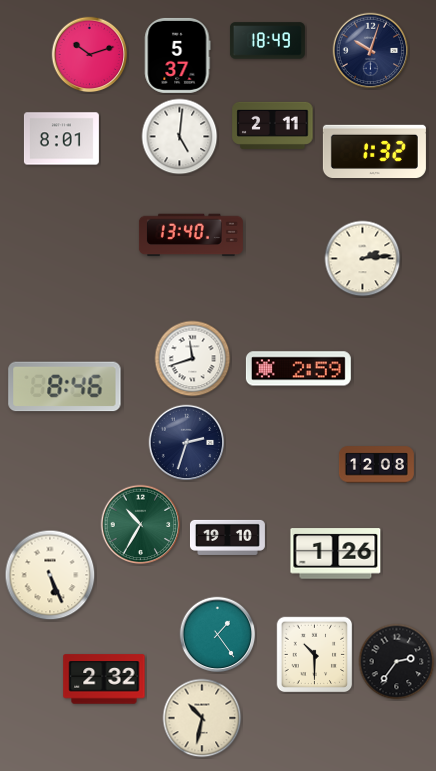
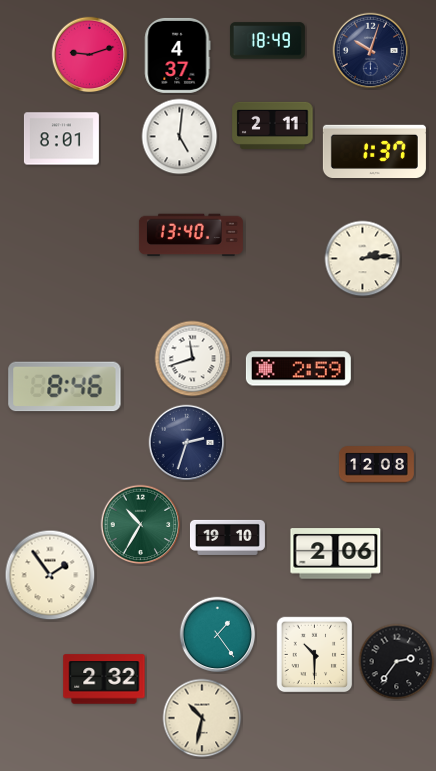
clock at (90, 55): 10:12 -> 9:12
clock at (178, 55): 5:37 -> 4:37
clock at (374, 151): 1:32 -> 1:37
clock at (336, 554): 1:26 -> 2:06
clock at (50, 575): 5:26 -> 1:54
